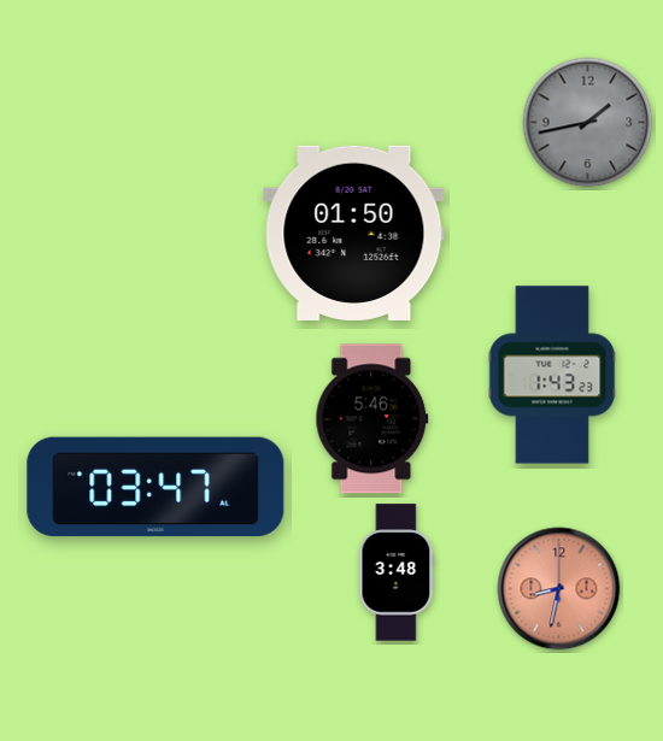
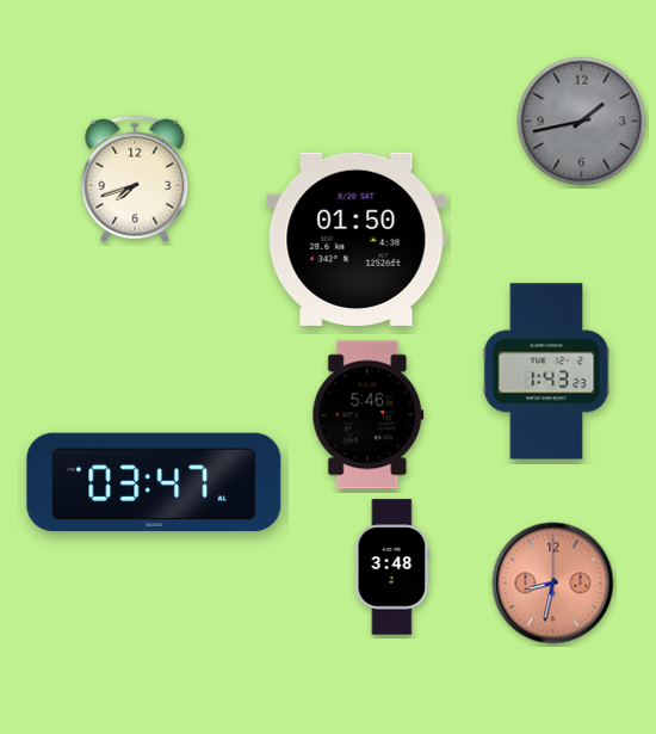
clock at (135, 179): none -> 7:42
clock at (354, 233) position: (354, 233) -> (357, 239)
